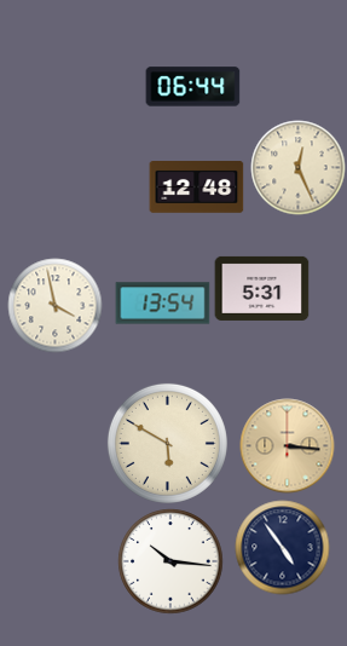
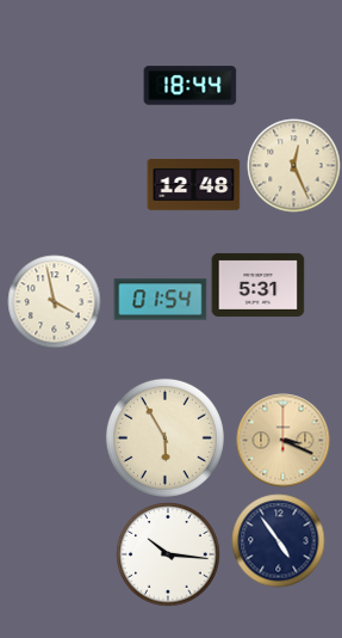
clock at (192, 87): 06:44 -> 18:44
clock at (162, 304): 13:54 -> 01:54
clock at (167, 443): 5:50 -> 5:55
clock at (287, 445): 3:16 -> 3:19
